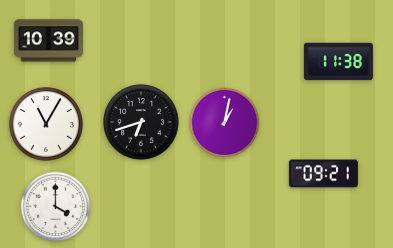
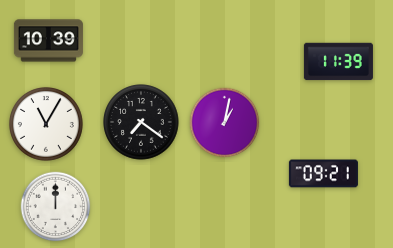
clock at (338, 62): 11:38 -> 11:39
clock at (141, 122): 6:42 -> 7:21
clock at (56, 207): 4:00 -> 12:00
